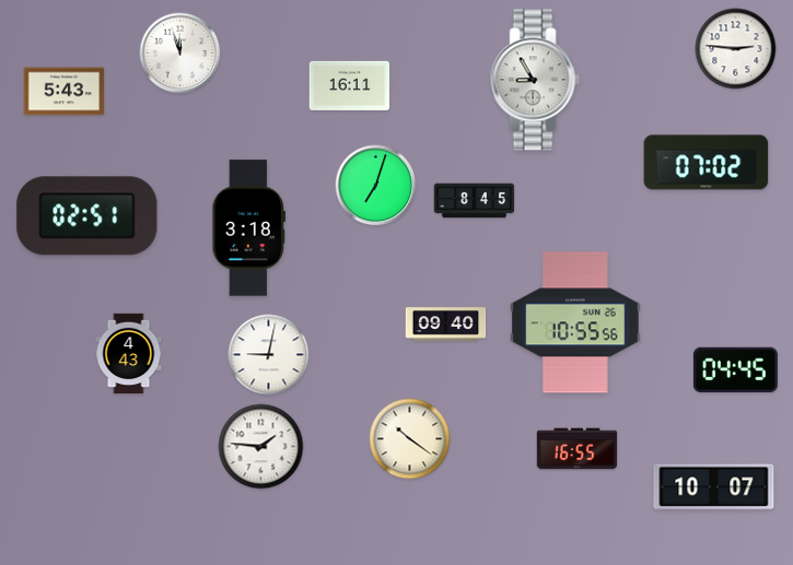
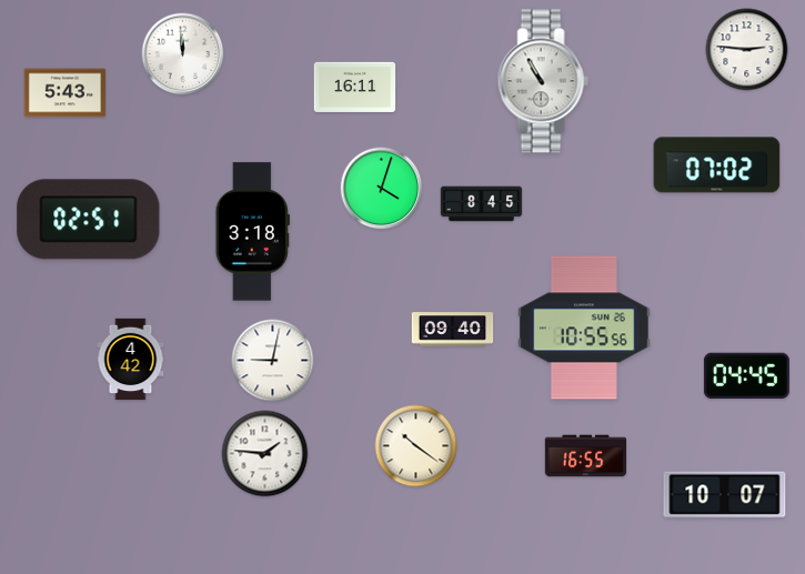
clock at (180, 54): 11:57 -> 11:59
clock at (535, 80): 8:55 -> 10:55
clock at (376, 186): 7:03 -> 4:03
clock at (129, 354): 4:43 -> 4:42
